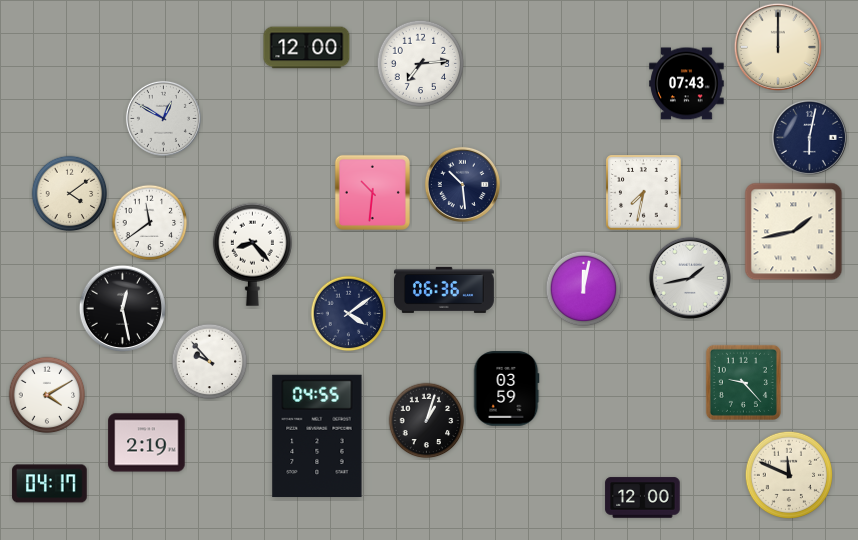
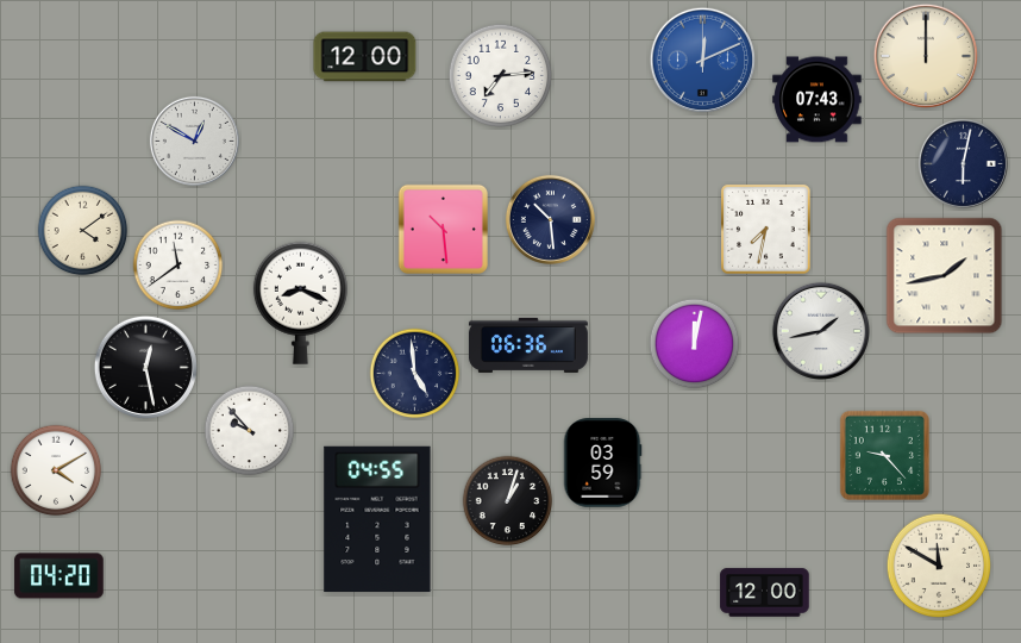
clock at (702, 60): none -> 12:11
clock at (372, 192): 10:31 -> 10:29
clock at (252, 254): 8:23 -> 8:19
clock at (349, 314): 4:09 -> 4:59
clock at (147, 443): 2:19 -> none
clock at (788, 474): 11:49 -> 11:50
clock at (50, 484): 04:17 -> 04:20
